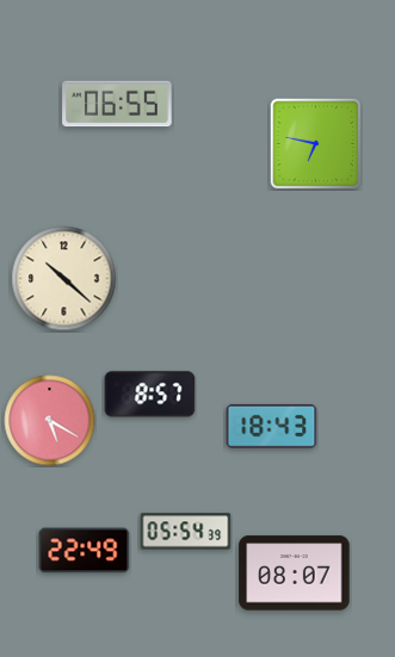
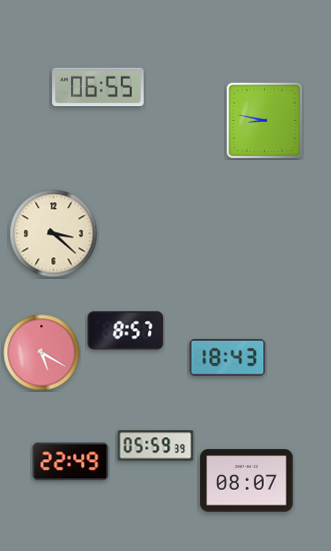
clock at (315, 143): 6:47 -> 8:47
clock at (64, 279): 10:22 -> 3:22
clock at (186, 532): 05:54 -> 05:59
